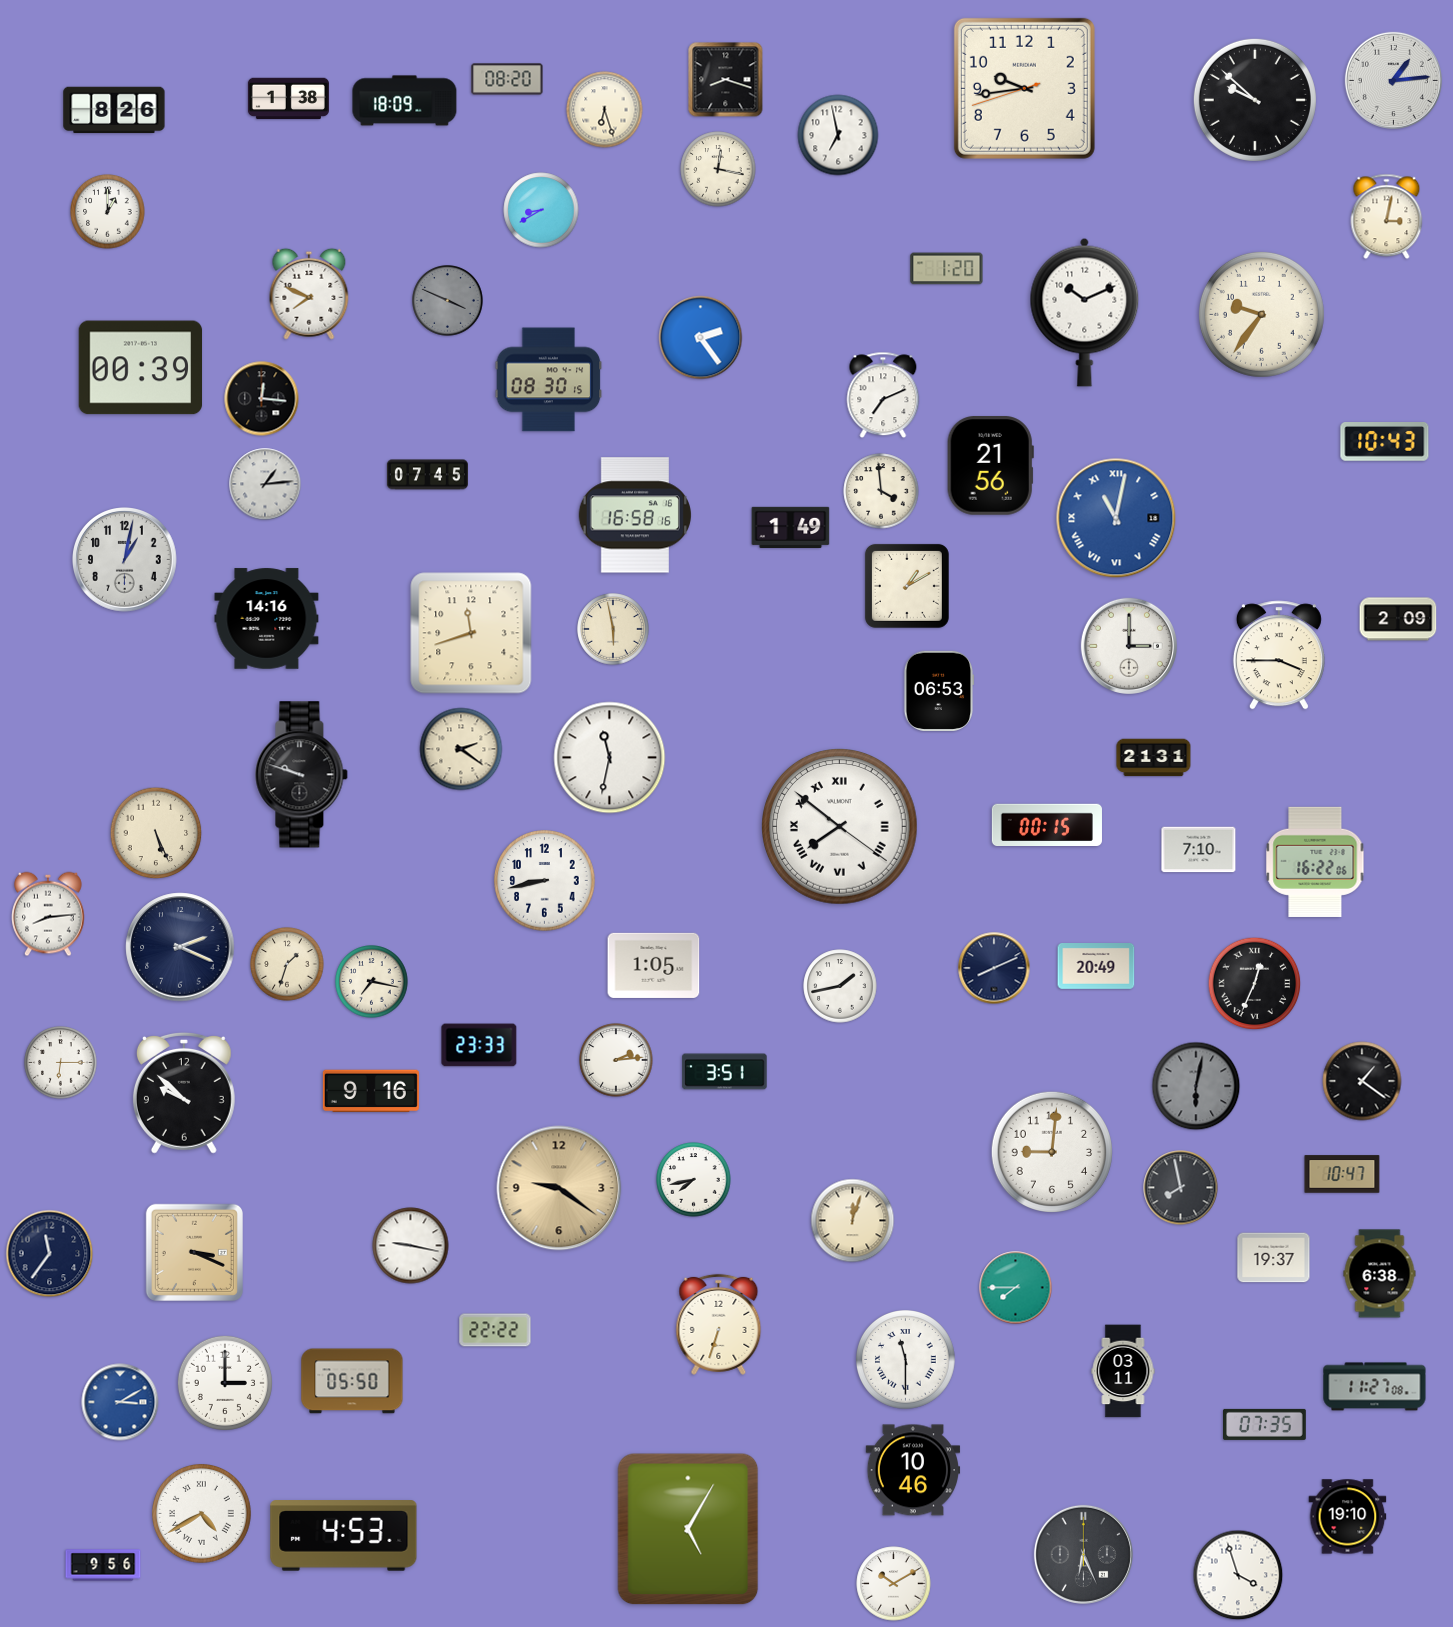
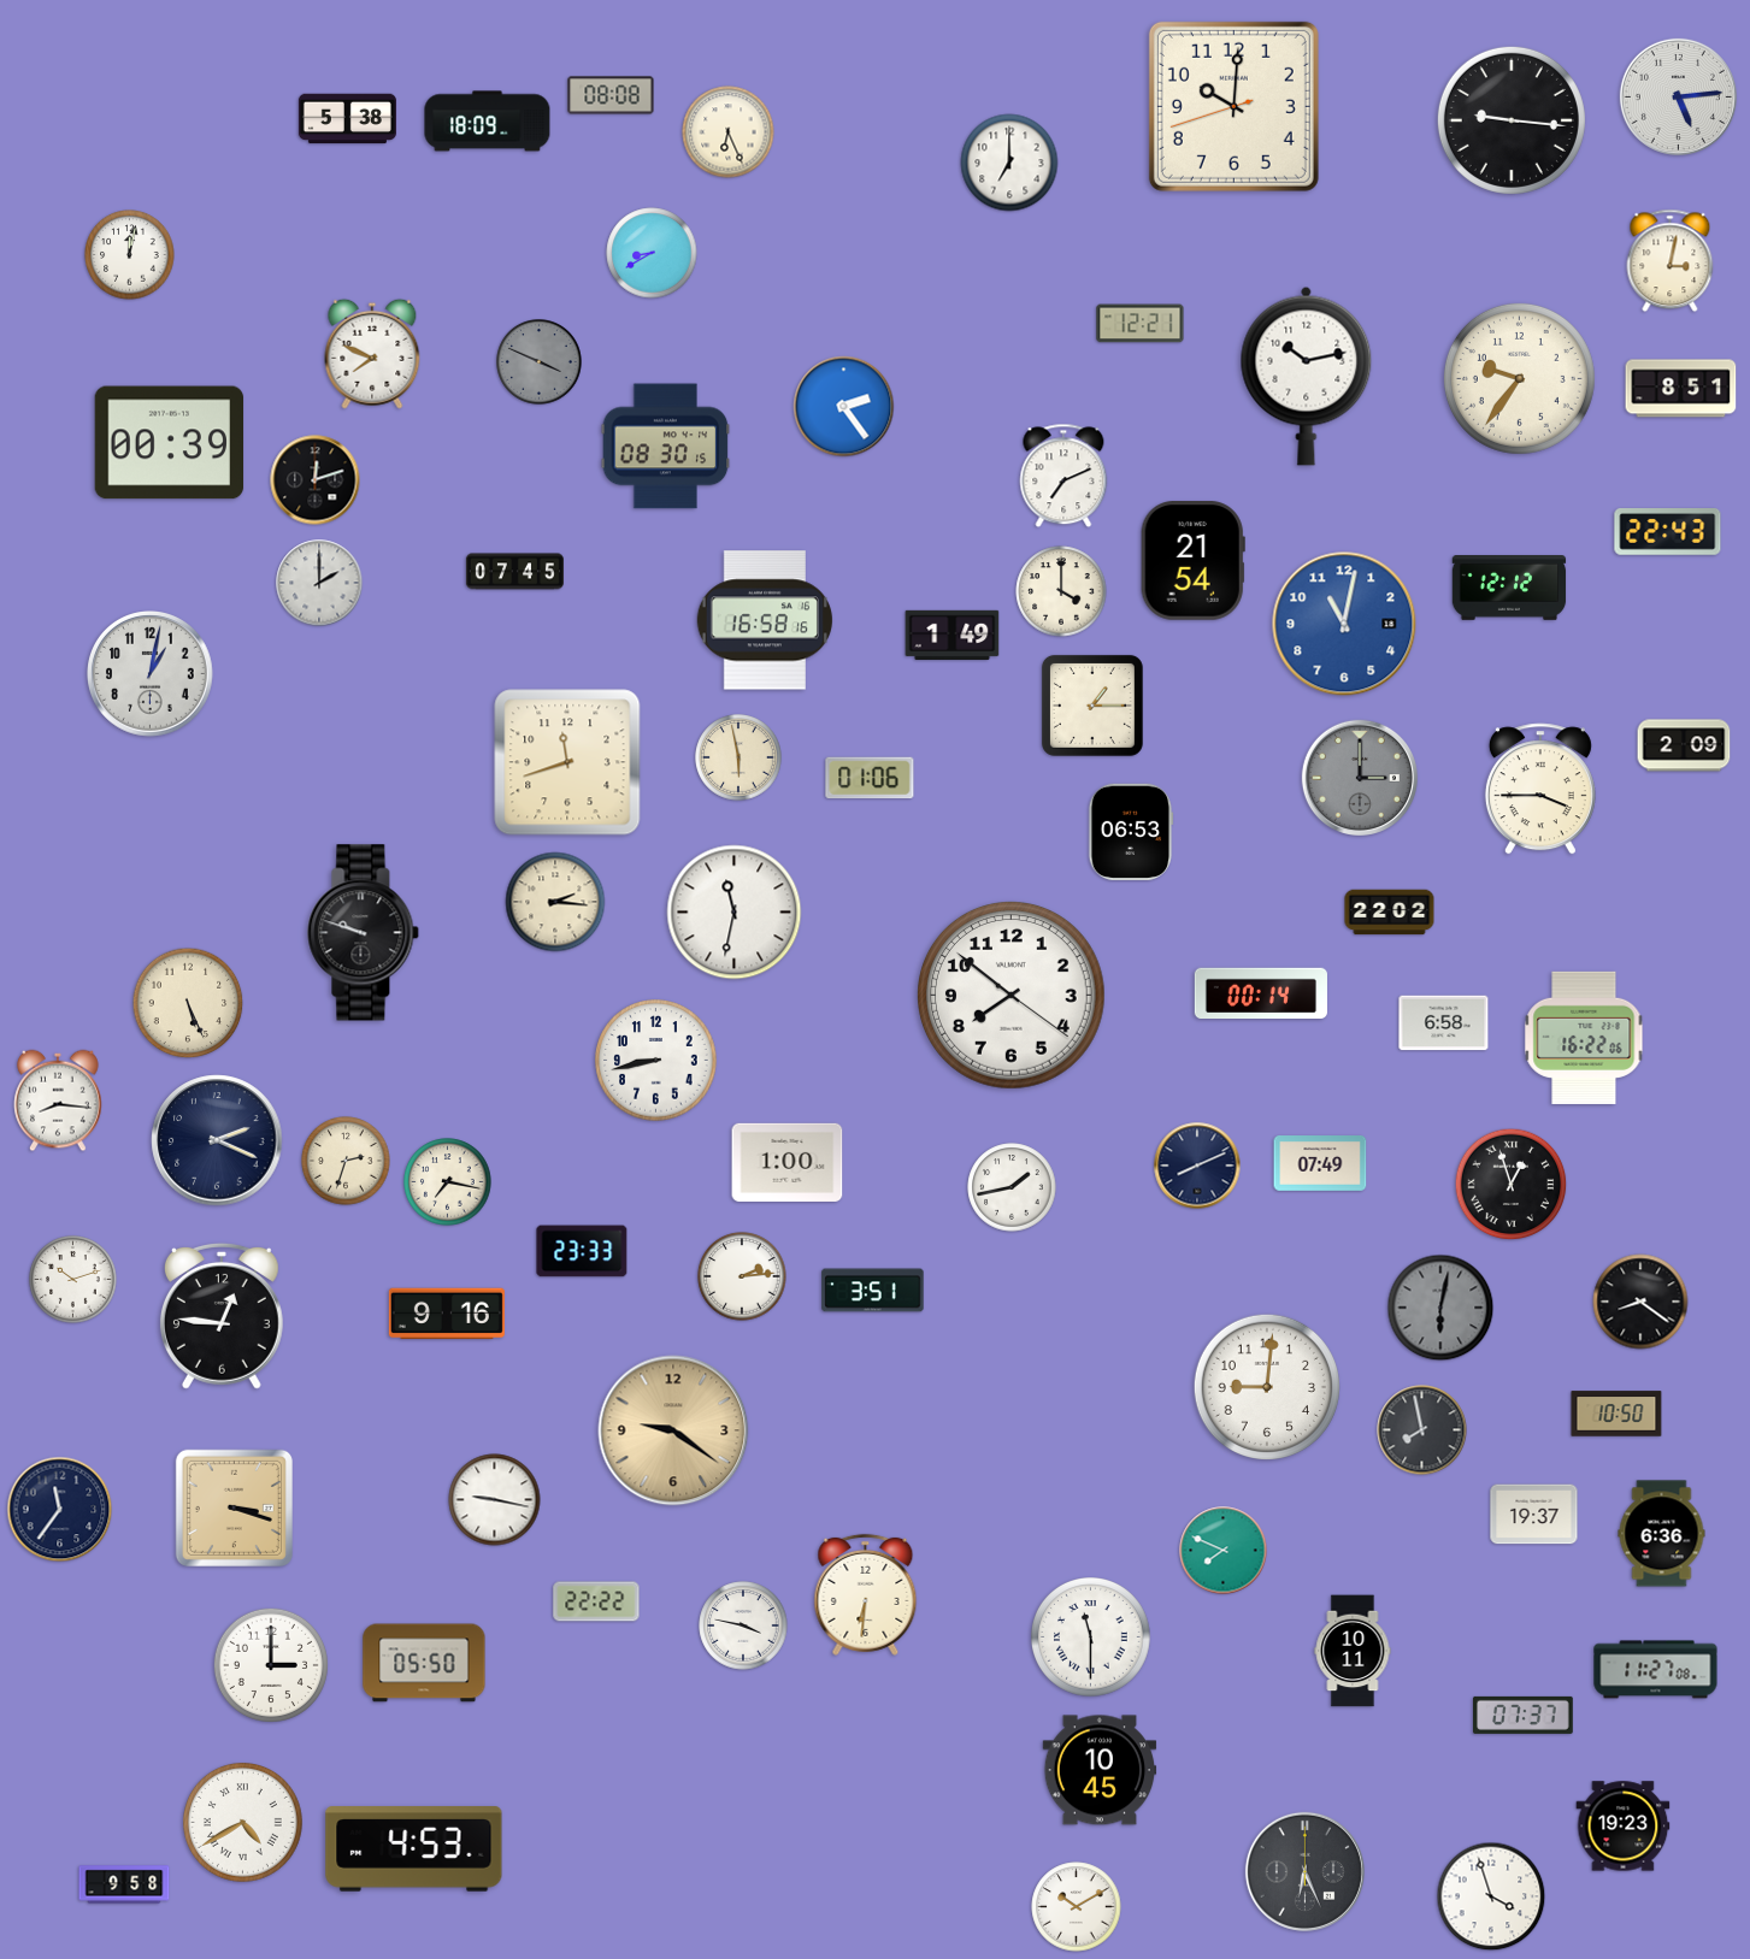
clock at (507, 79): 08:20 -> 08:08
clock at (726, 80): 8:18 -> none
clock at (1393, 80): 1:14 -> 5:14
clock at (1024, 88): 9:43 -> 10:00
clock at (288, 99): 1:38 -> 5:38
clock at (1255, 100): 9:52 -> 9:16
clock at (114, 110): 8:26 -> none
clock at (605, 110): 6:27 -> 6:26
clock at (838, 135): 6:58 -> 7:00
clock at (718, 169): 12:17 -> none
clock at (108, 212): 1:00 -> 12:02
clock at (947, 269): 1:20 -> 12:21
clock at (1085, 312): 10:11 -> 10:13
clock at (1681, 389): none -> 8:51
clock at (549, 380) position: (549, 380) -> (666, 447)
clock at (262, 399): 12:16 -> 12:12
clock at (1385, 442): 10:43 -> 22:43
clock at (990, 466): 21:56 -> 21:54
clock at (265, 484): 1:14 -> 2:00
clock at (1509, 589): none -> 12:12
clock at (881, 491): 3:59 -> 4:00
clock at (1116, 518) numerals: Roman -> Arabic
clock at (907, 586): 1:10 -> 1:15
clock at (267, 619): 14:16 -> none
clock at (870, 778): none -> 01:06
clock at (1129, 646) dial: white -> grey
clock at (461, 749): 2:21 -> 2:16
clock at (1154, 758): 21:31 -> 22:02
clock at (1047, 825): 00:15 -> 00:14
clock at (840, 827) numerals: Roman -> Arabic
clock at (1199, 850): 7:10 -> 6:58
clock at (48, 914): 8:14 -> 8:16
clock at (287, 964): 1:33 -> 2:33
clock at (654, 965): 1:05 -> 1:00
clock at (1096, 967): 20:49 -> 07:49
clock at (1255, 984): 12:34 -> 12:57
clock at (479, 1045) position: (479, 1045) -> (582, 1251)
clock at (61, 1063): 6:15 -> 10:12
clock at (1362, 1081): 1:21 -> 8:21
clock at (184, 1093): 9:52 -> 12:46
clock at (1342, 1174): 10:47 -> 10:50
clock at (694, 1180): 7:43 -> none
clock at (853, 1221): 12:03 -> none
clock at (194, 1252): 3:19 -> 3:18
clock at (1380, 1274): 6:38 -> 6:36
clock at (1016, 1288): 7:45 -> 7:49
clock at (719, 1324): 6:33 -> 6:31
clock at (743, 1625): none -> 3:47
clock at (1123, 1371): 03:11 -> 10:11
clock at (120, 1402): 3:10 -> none
clock at (1265, 1424): 07:35 -> 07:37
clock at (913, 1470): 10:46 -> 10:45
clock at (1348, 1517): 19:10 -> 19:23
clock at (688, 1529): 5:05 -> none
clock at (103, 1565): 9:56 -> 9:58
